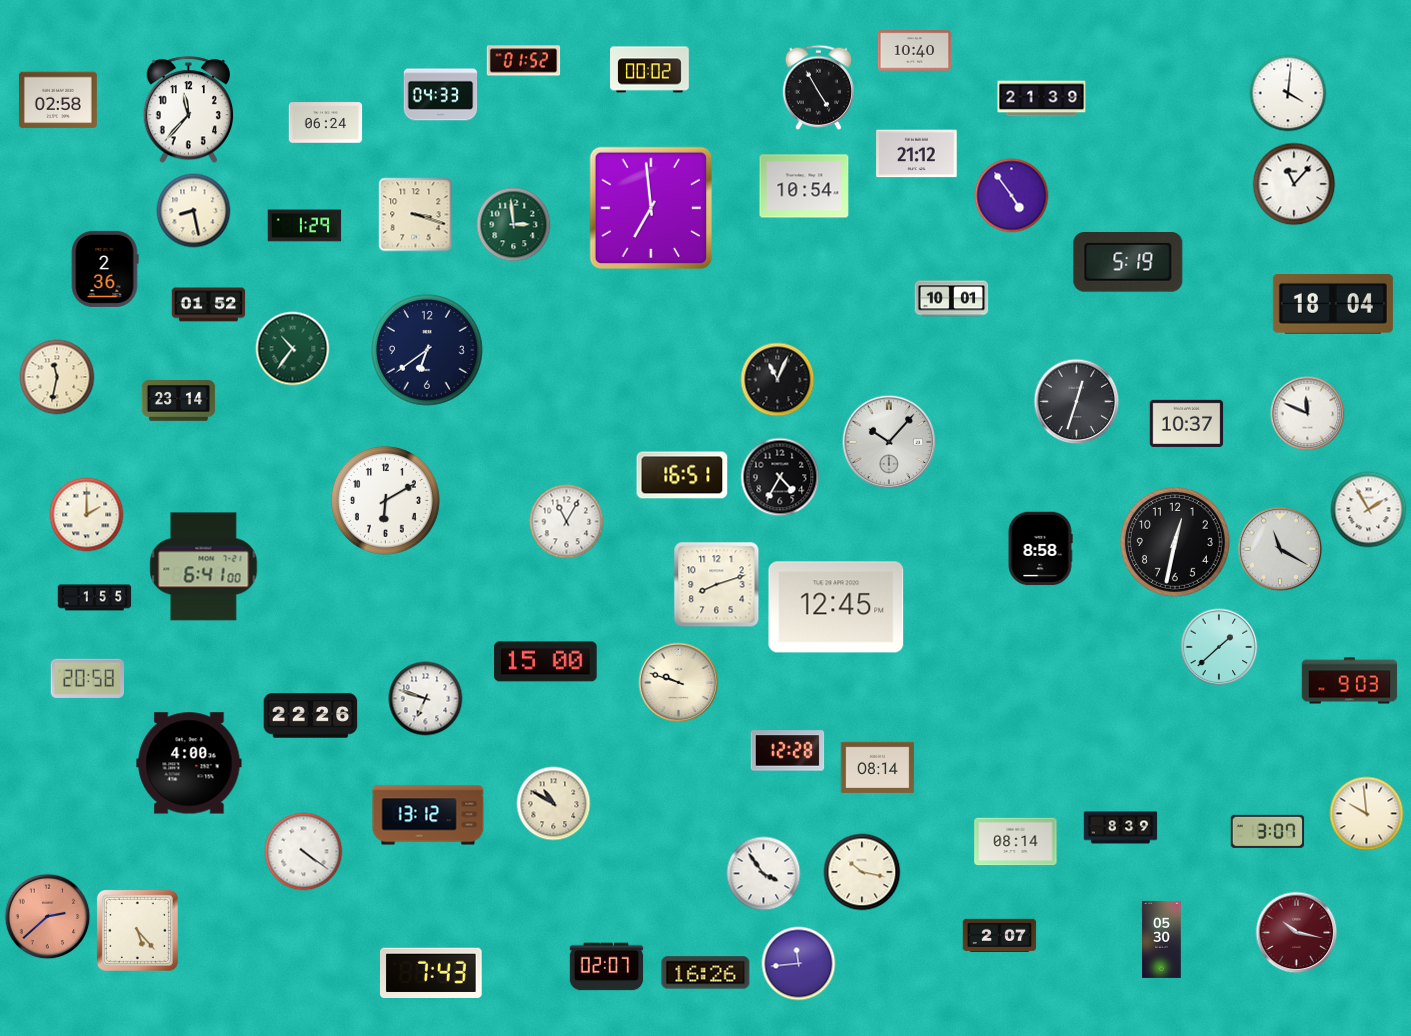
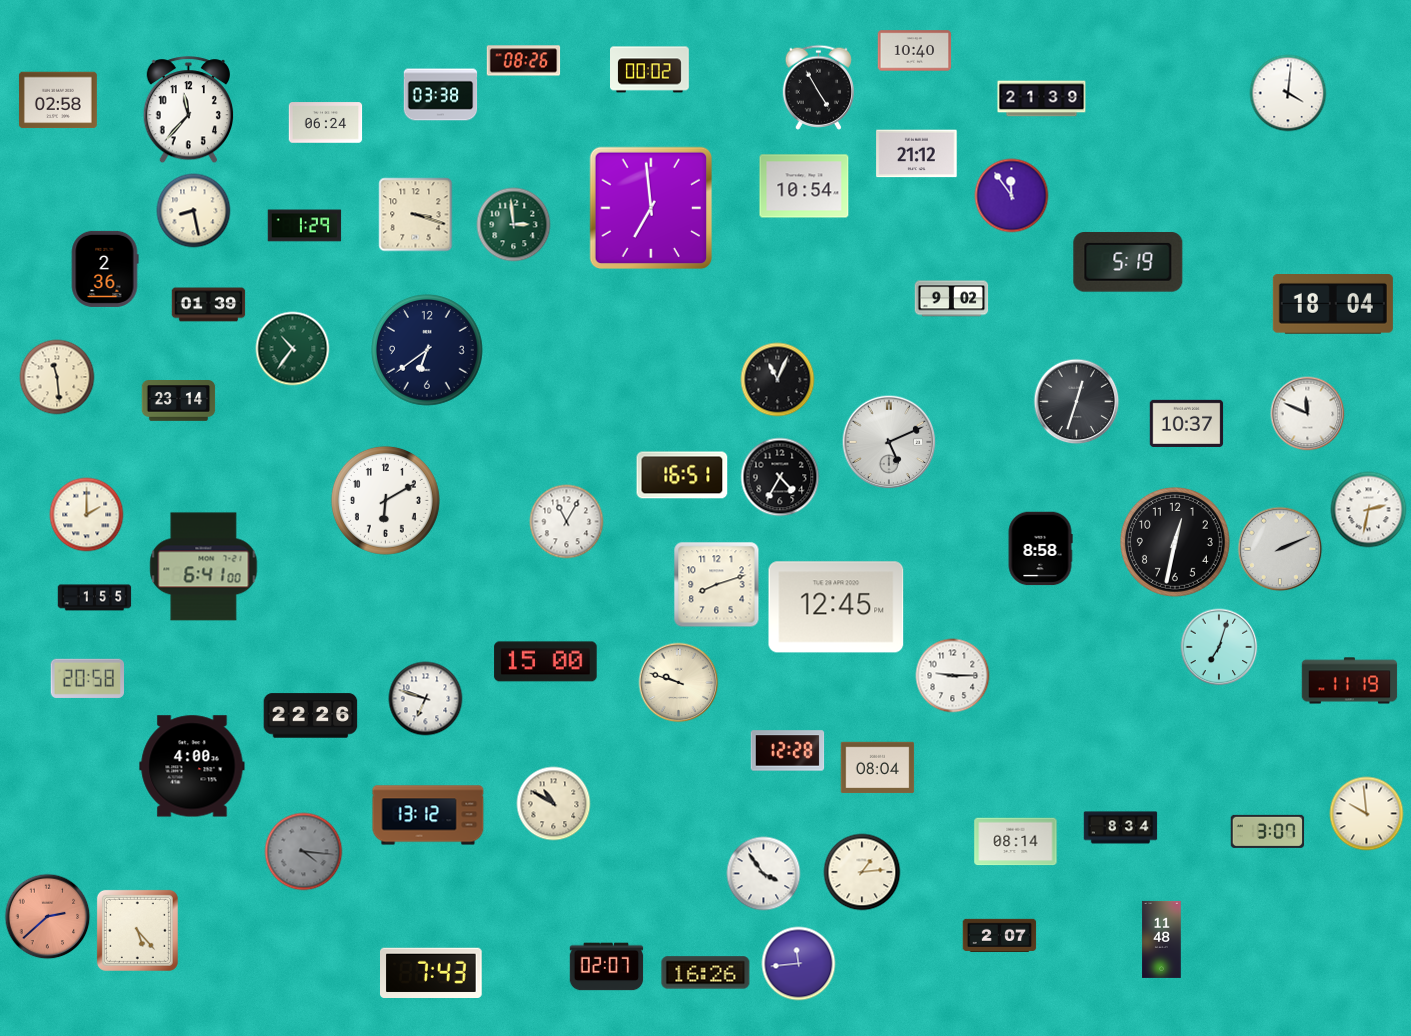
clock at (524, 61): 01:52 -> 08:26
clock at (441, 95): 04:33 -> 03:38
clock at (1294, 184): 11:07 -> none
clock at (1012, 196): 4:54 -> 11:54
clock at (952, 299): 10:01 -> 9:02
clock at (209, 305): 01:52 -> 01:39
clock at (57, 377): 11:32 -> 11:29
clock at (889, 442): 10:07 -> 5:11
clock at (1369, 510): 1:55 -> 2:32
clock at (1280, 549): 11:20 -> 2:11
clock at (1219, 647): 1:38 -> 7:03
clock at (953, 676): none -> 9:15
clock at (1350, 681): 9:03 -> 11:19
clock at (189, 763) position: (189, 763) -> (192, 766)
clock at (878, 768): 08:14 -> 08:04
clock at (1121, 828): 8:39 -> 8:34
clock at (304, 852): 4:21 -> 4:16
clock at (304, 852) dial: white -> grey
clock at (862, 872): 10:17 -> 1:14
clock at (1297, 933): 10:17 -> none
clock at (1162, 939): 05:30 -> 11:48
